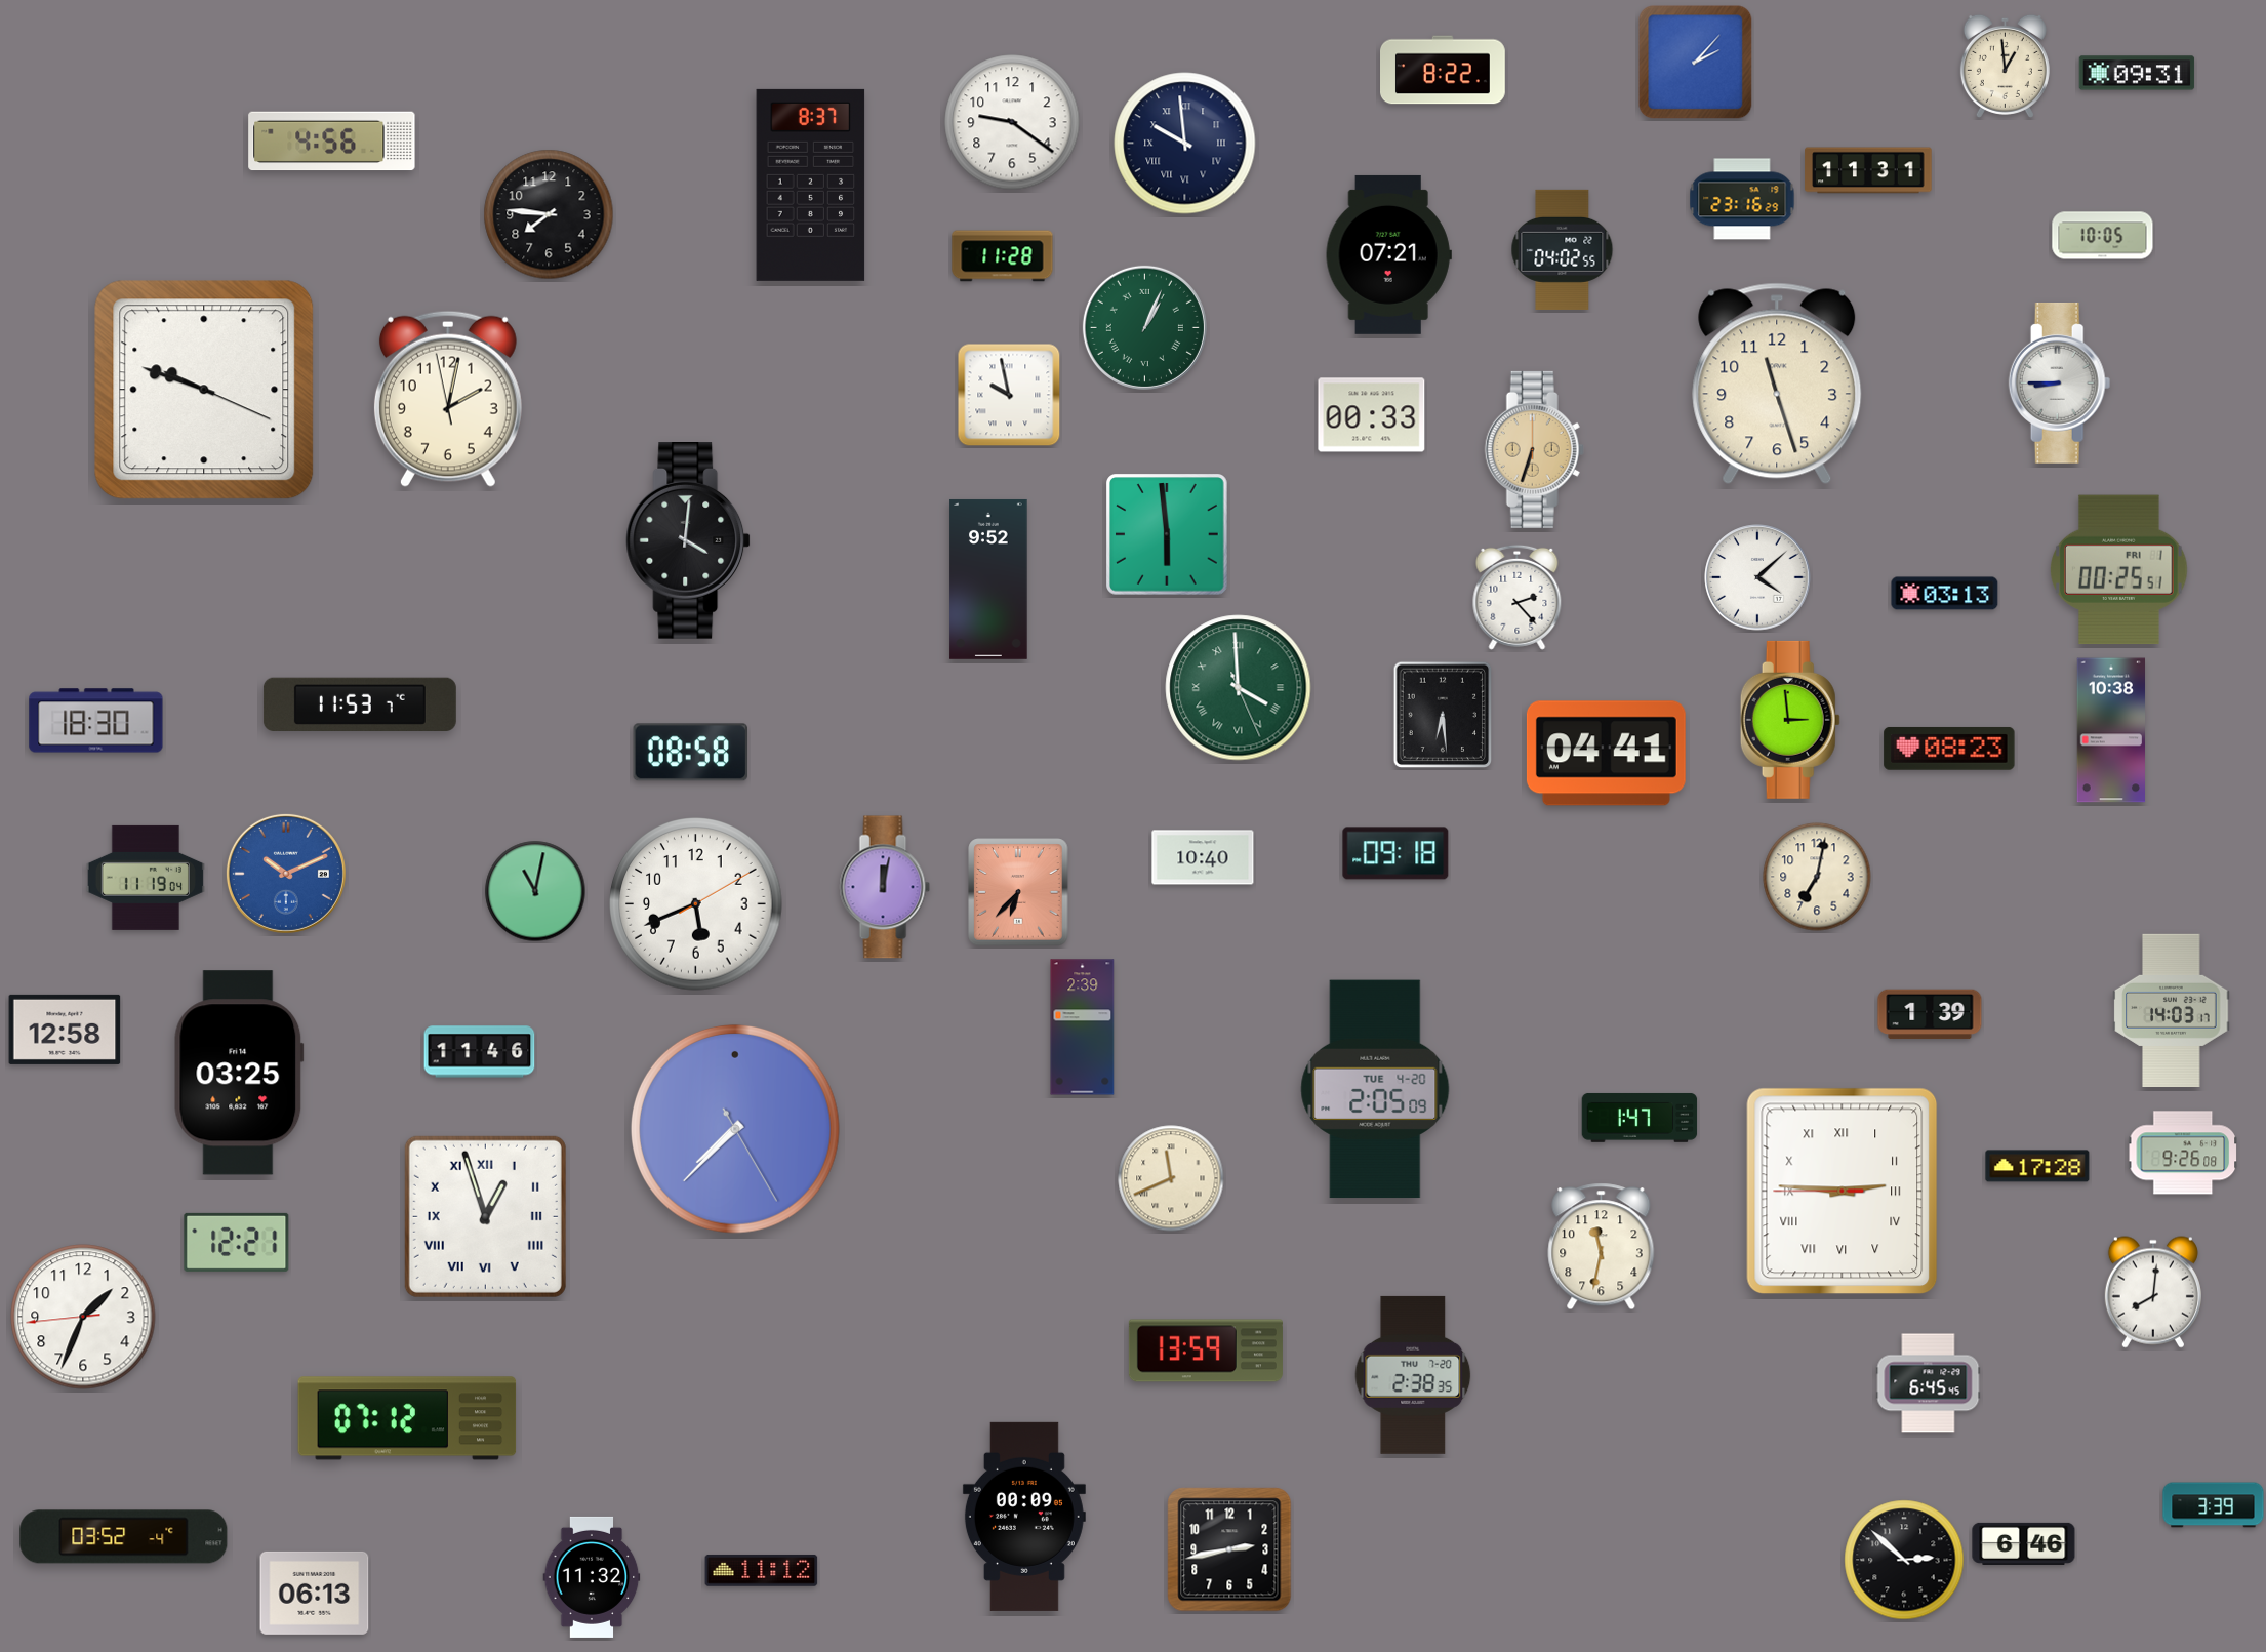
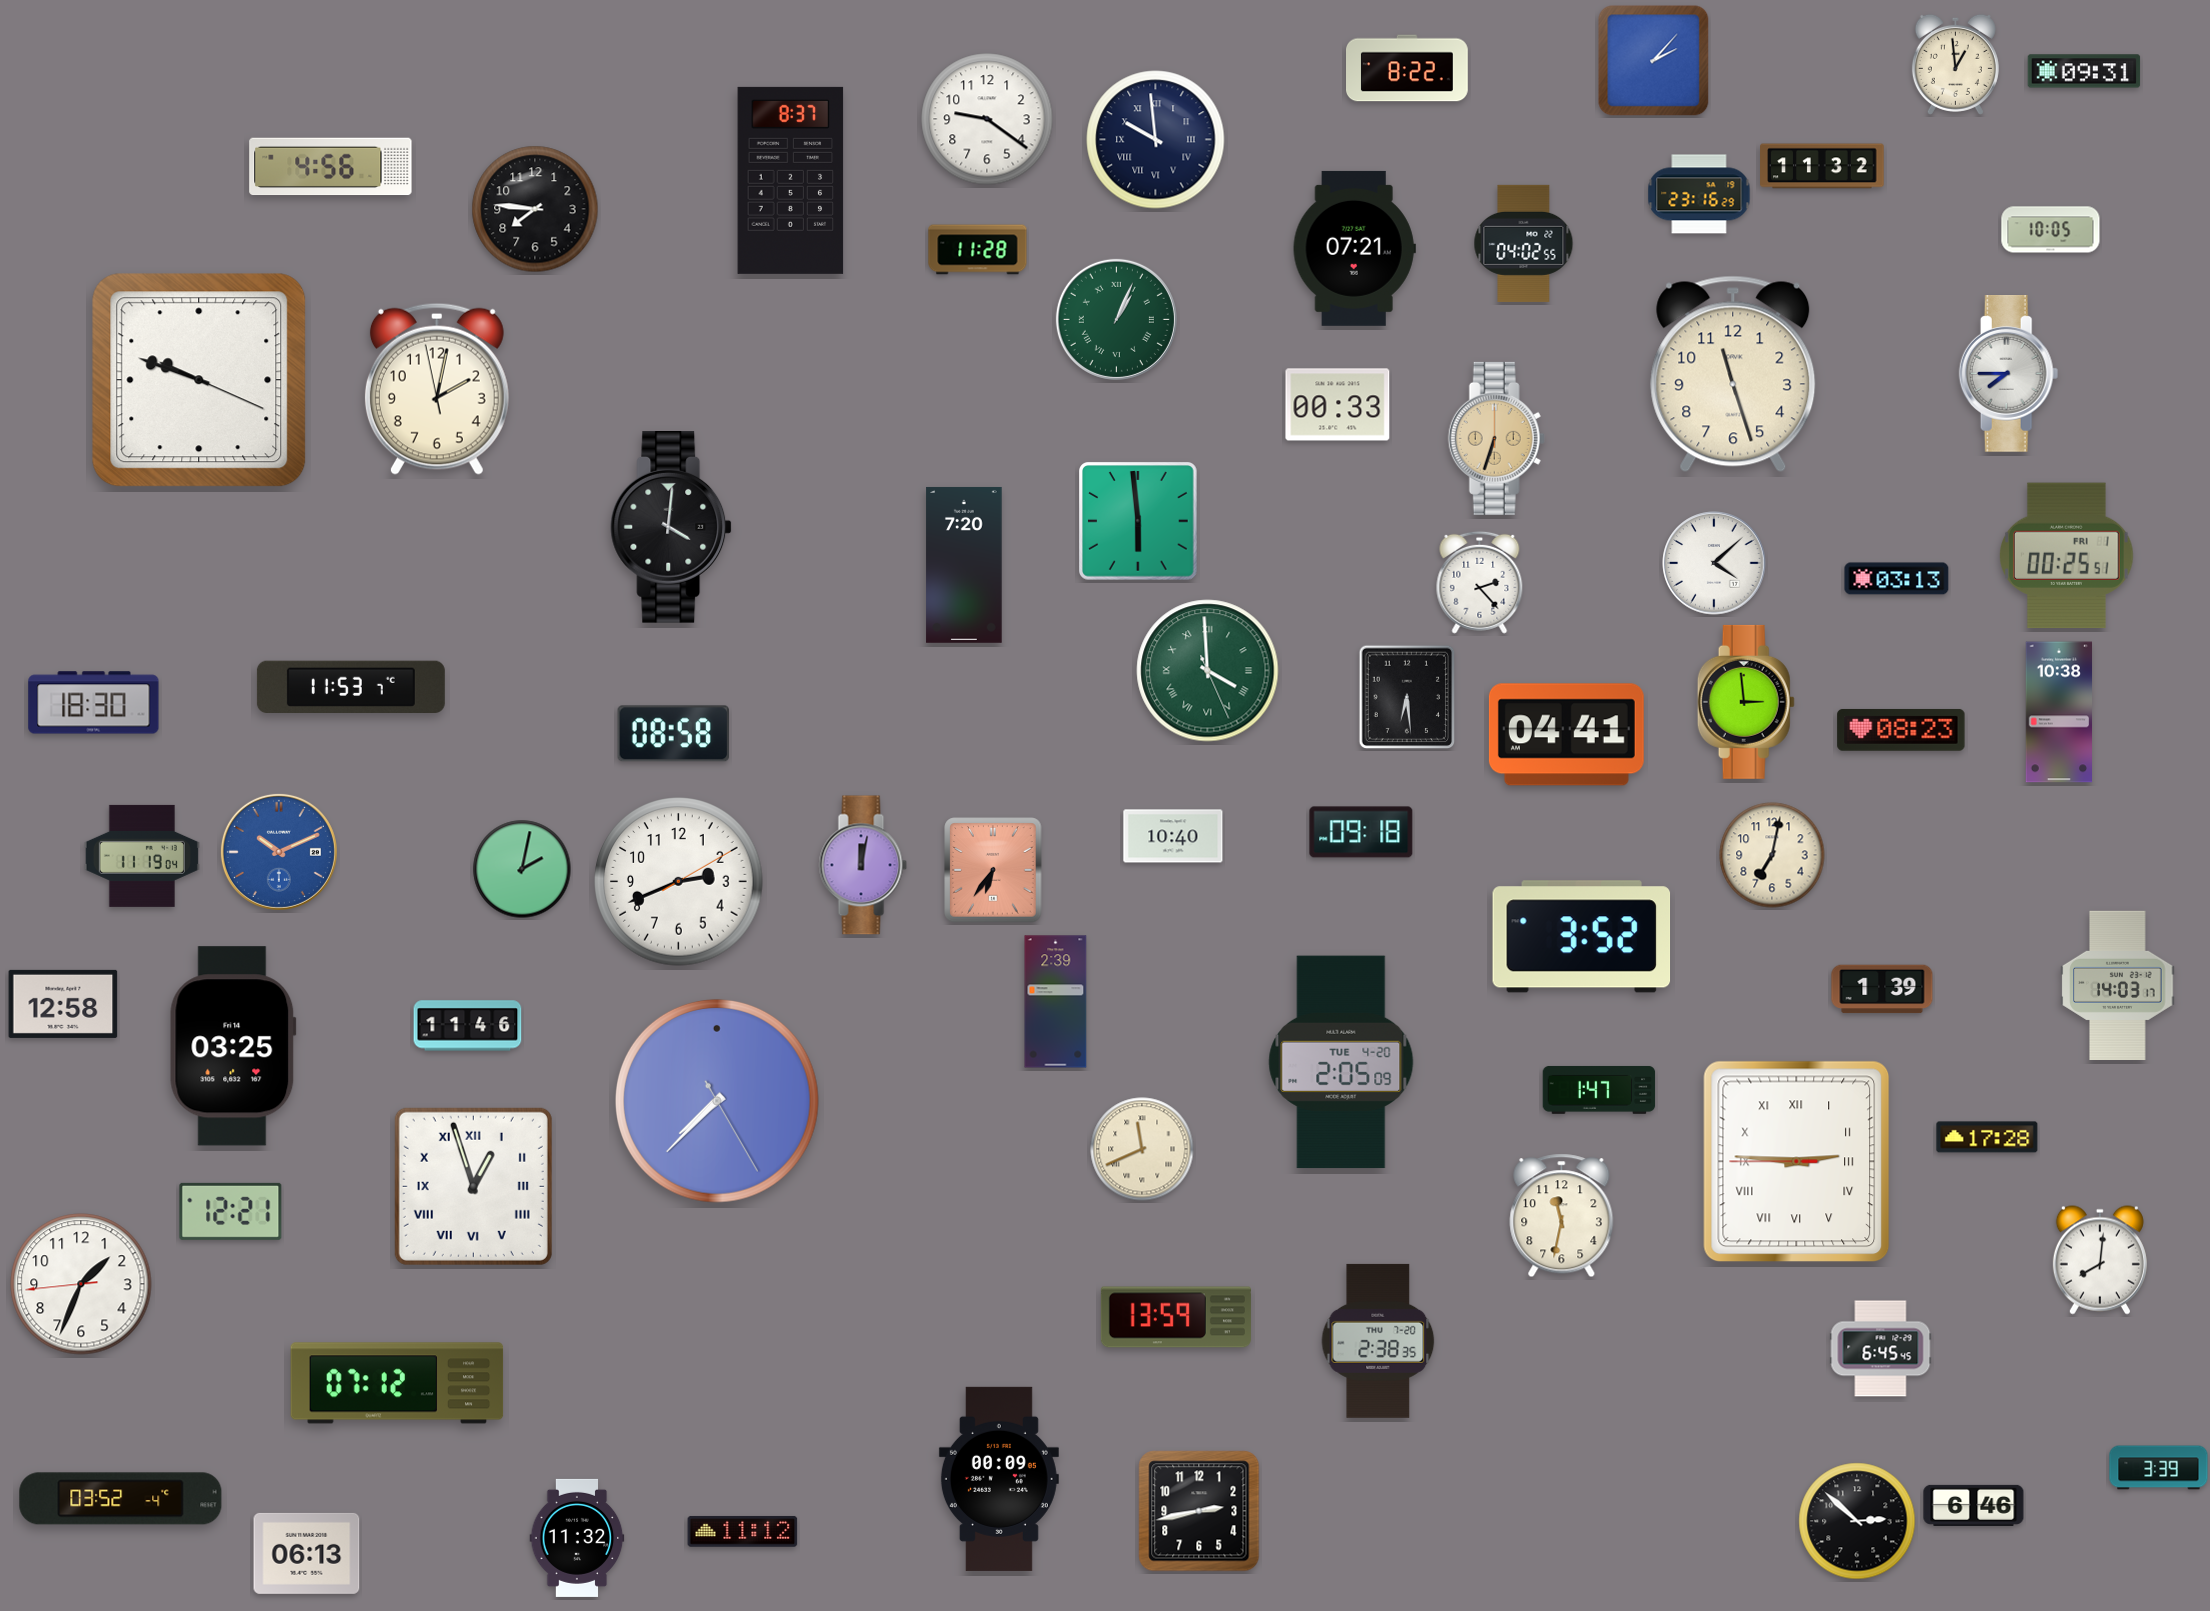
clock at (332, 142) position: (332, 142) -> (331, 167)
clock at (1868, 170): 11:31 -> 11:32
clock at (2060, 384): 8:45 -> 7:45
clock at (1009, 395): 9:58 -> none
clock at (988, 579): 9:52 -> 7:20
clock at (535, 891): 11:02 -> 2:02
clock at (1018, 892): 6:37 -> 6:36
clock at (696, 904): 5:41 -> 2:41
clock at (1582, 937): none -> 3:52
clock at (2183, 1153): 9:26 -> none
